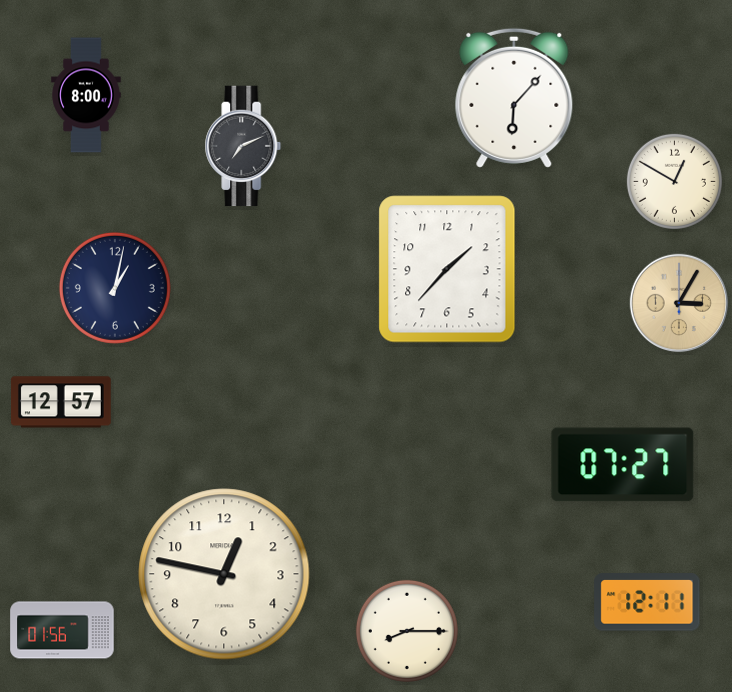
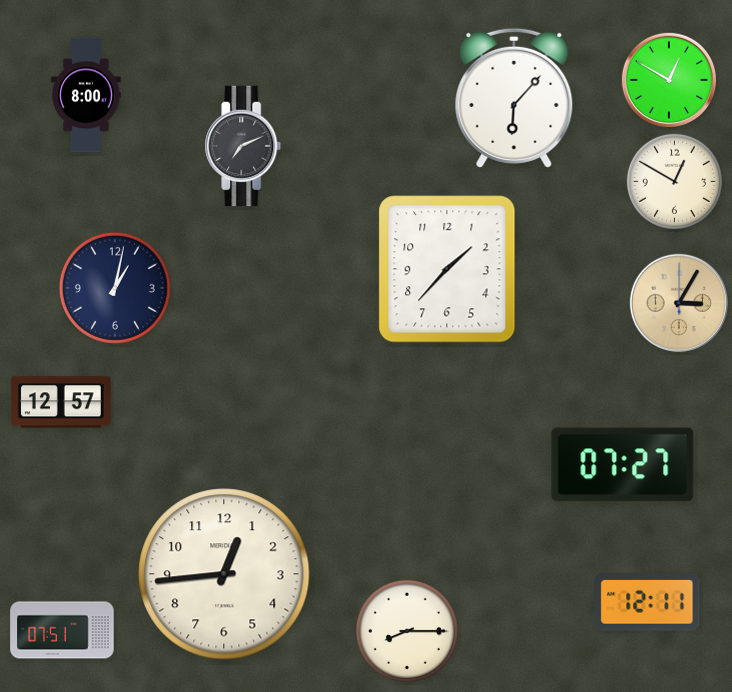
clock at (668, 79): none -> 12:50
clock at (224, 574): 12:47 -> 12:44
clock at (62, 630): 01:56 -> 07:51
